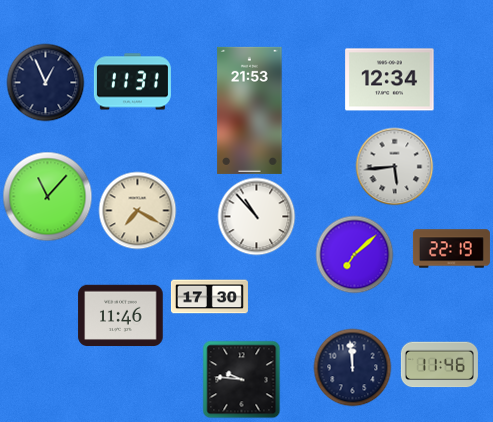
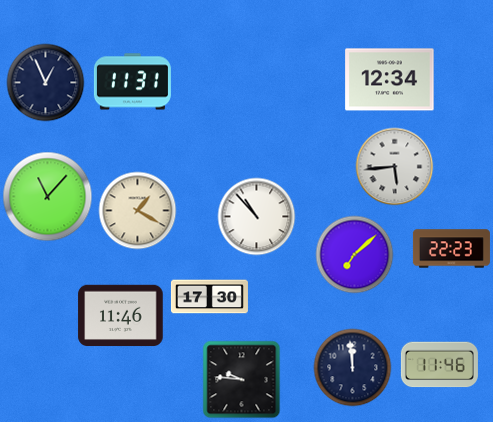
clock at (250, 110): 21:53 -> none
clock at (137, 210): 7:20 -> 1:20
clock at (451, 249): 22:19 -> 22:23
